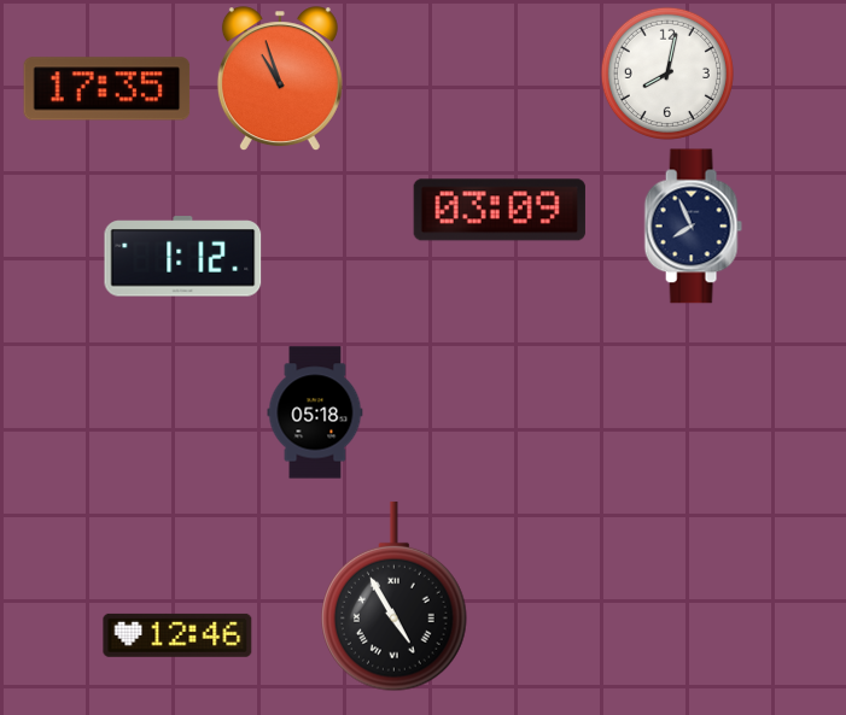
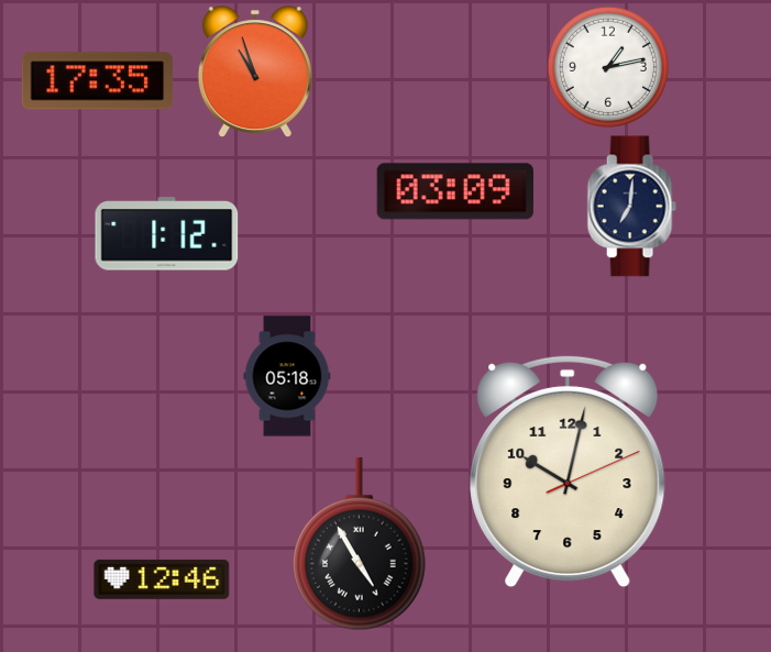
clock at (667, 74): 8:02 -> 1:13
clock at (693, 227): 7:56 -> 7:01
clock at (568, 472): none -> 10:02
